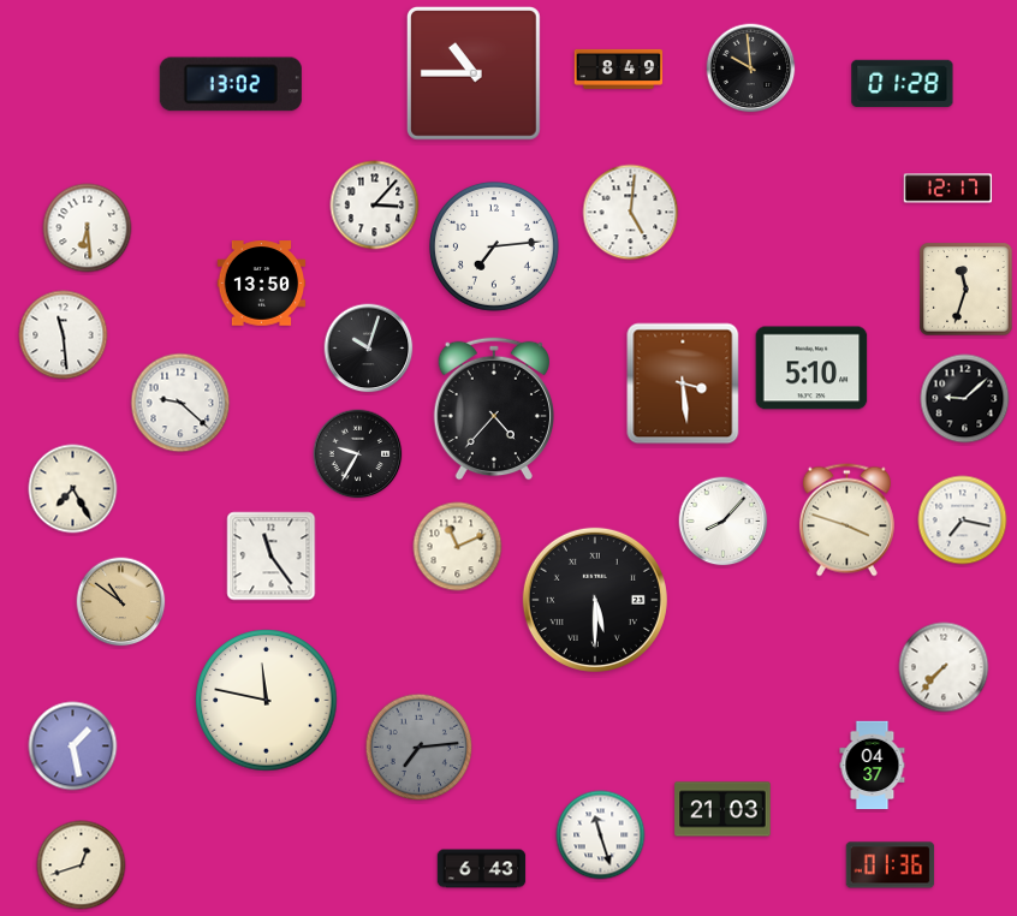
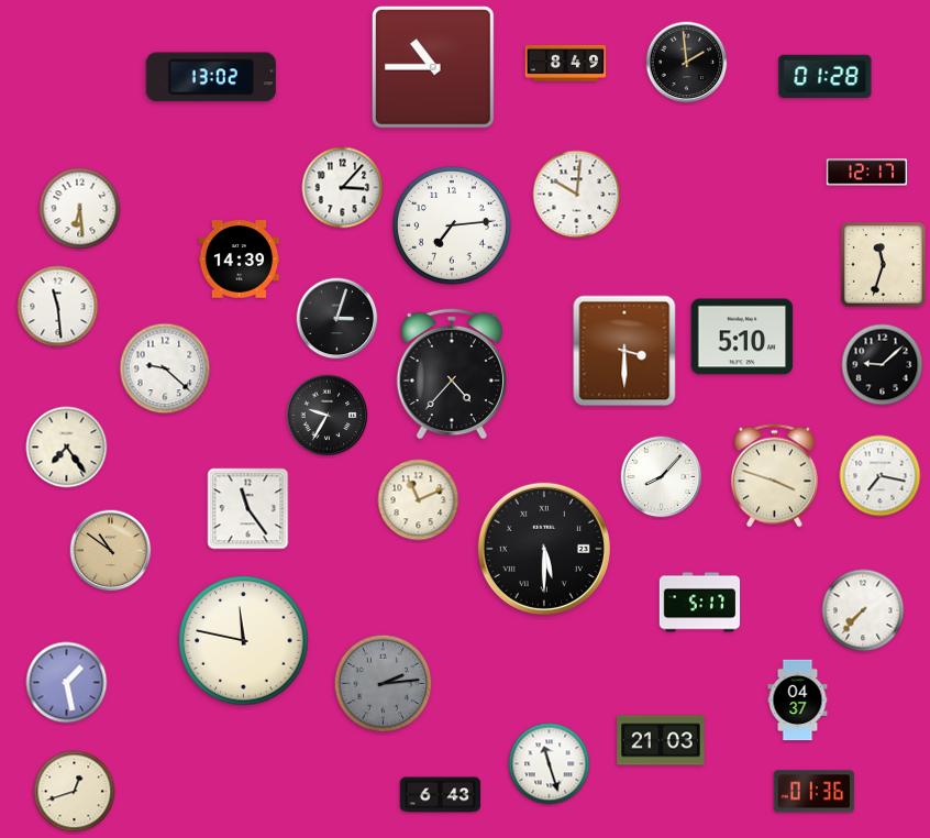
clock at (751, 69): 9:59 -> 1:59
clock at (631, 213): 5:01 -> 10:01
clock at (262, 284): 13:50 -> 14:39
clock at (369, 349): 10:03 -> 3:03
clock at (683, 383): 3:29 -> 3:30
clock at (73, 489): 7:25 -> 7:24
clock at (700, 603): none -> 5:17
clock at (420, 748): 7:14 -> 2:14
